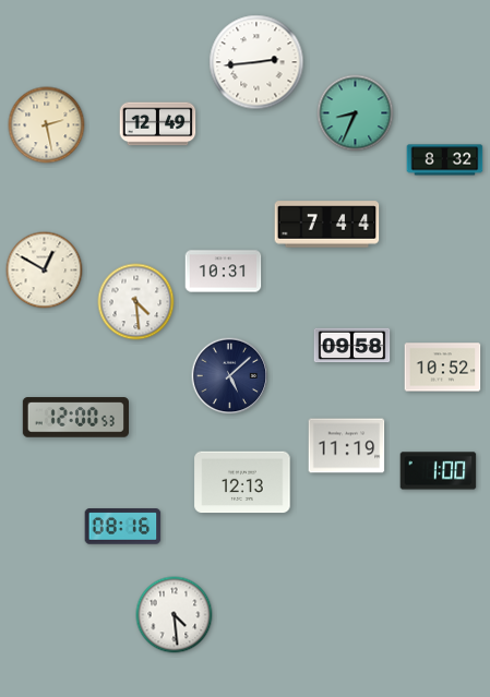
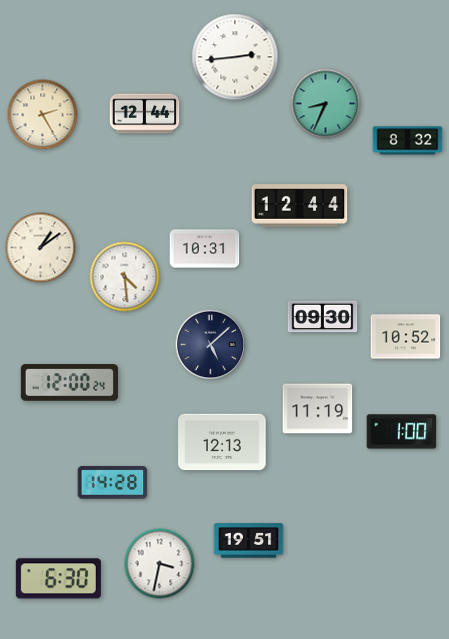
clock at (158, 124): 12:49 -> 12:44
clock at (47, 125): 2:28 -> 2:25
clock at (445, 160) position: (445, 160) -> (408, 141)
clock at (327, 225): 7:44 -> 12:44
clock at (45, 271): 12:50 -> 1:09
clock at (352, 346): 09:58 -> 09:30
clock at (75, 418): 12:00:53 -> 12:00:24
clock at (123, 527): 08:16 -> 14:28
clock at (249, 541): none -> 19:51
clock at (175, 615): 4:29 -> 3:32
clock at (58, 579): none -> 6:30
